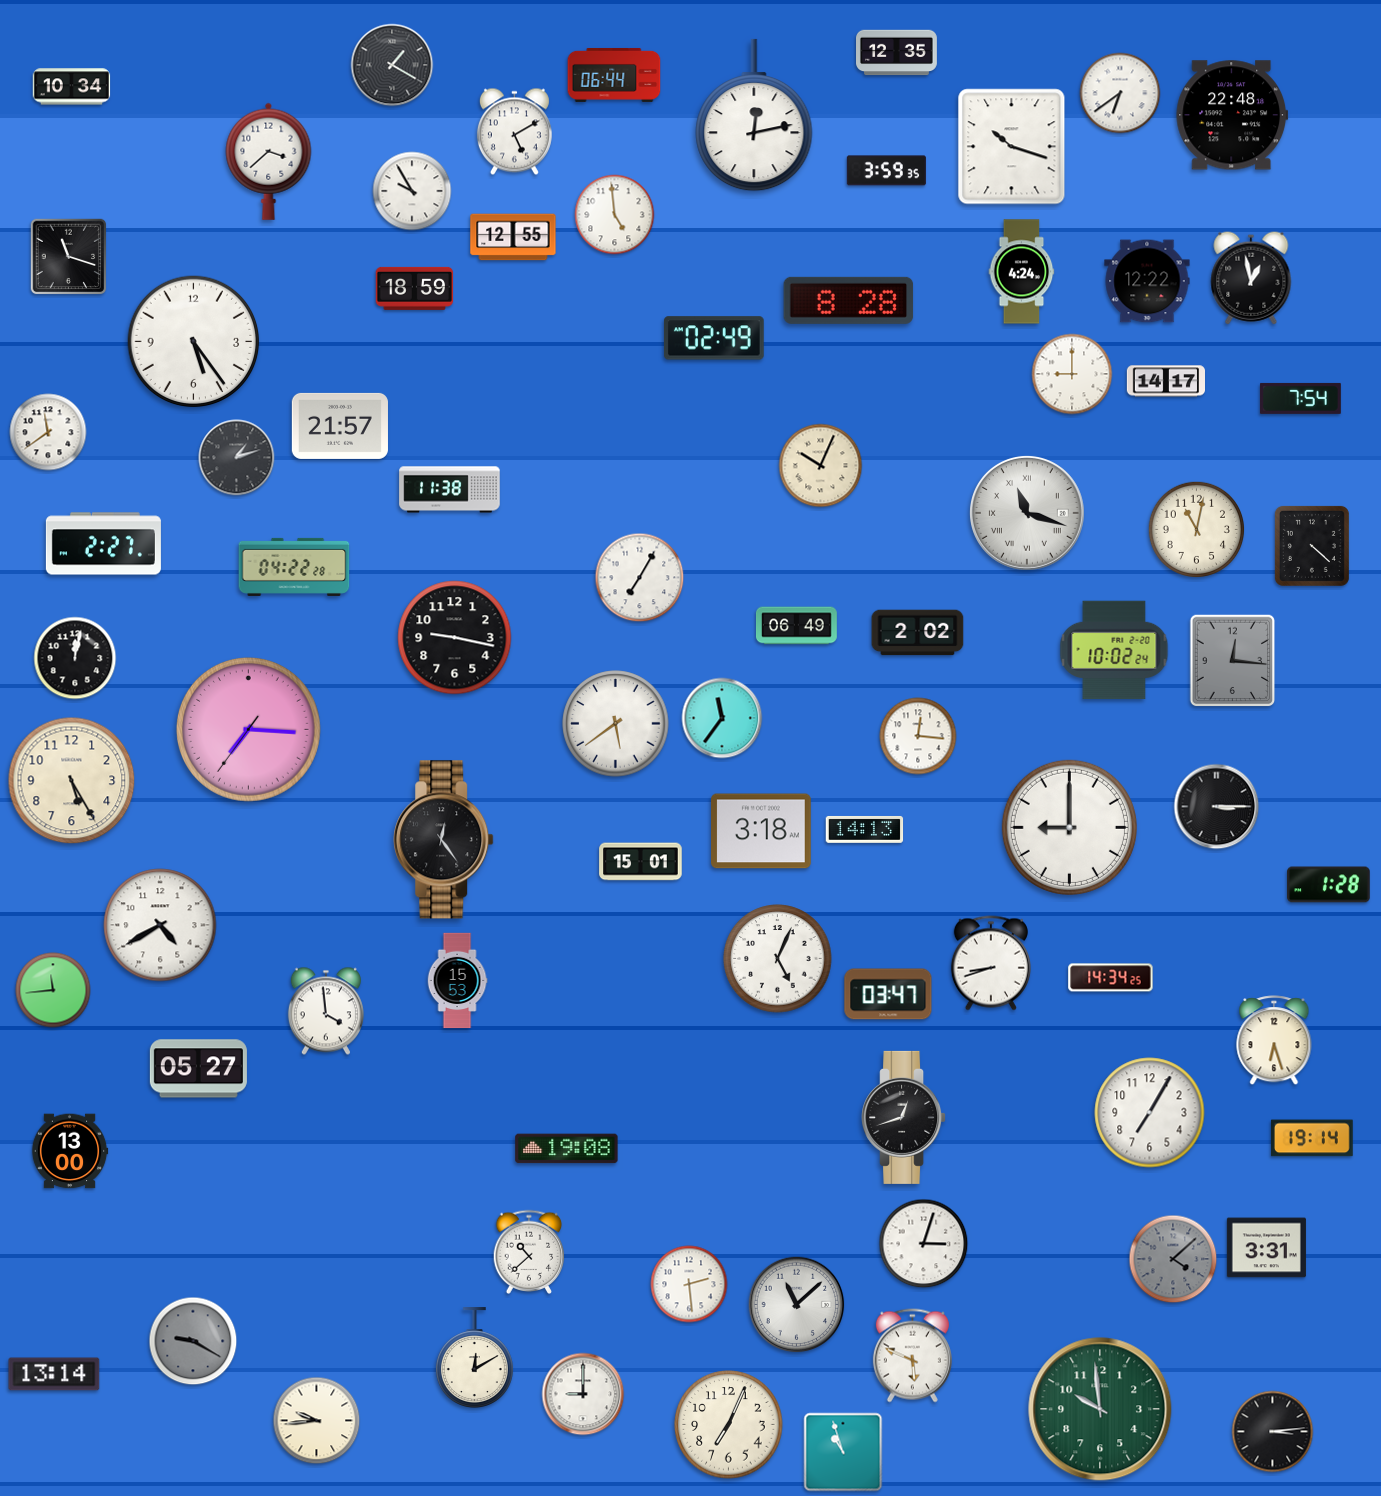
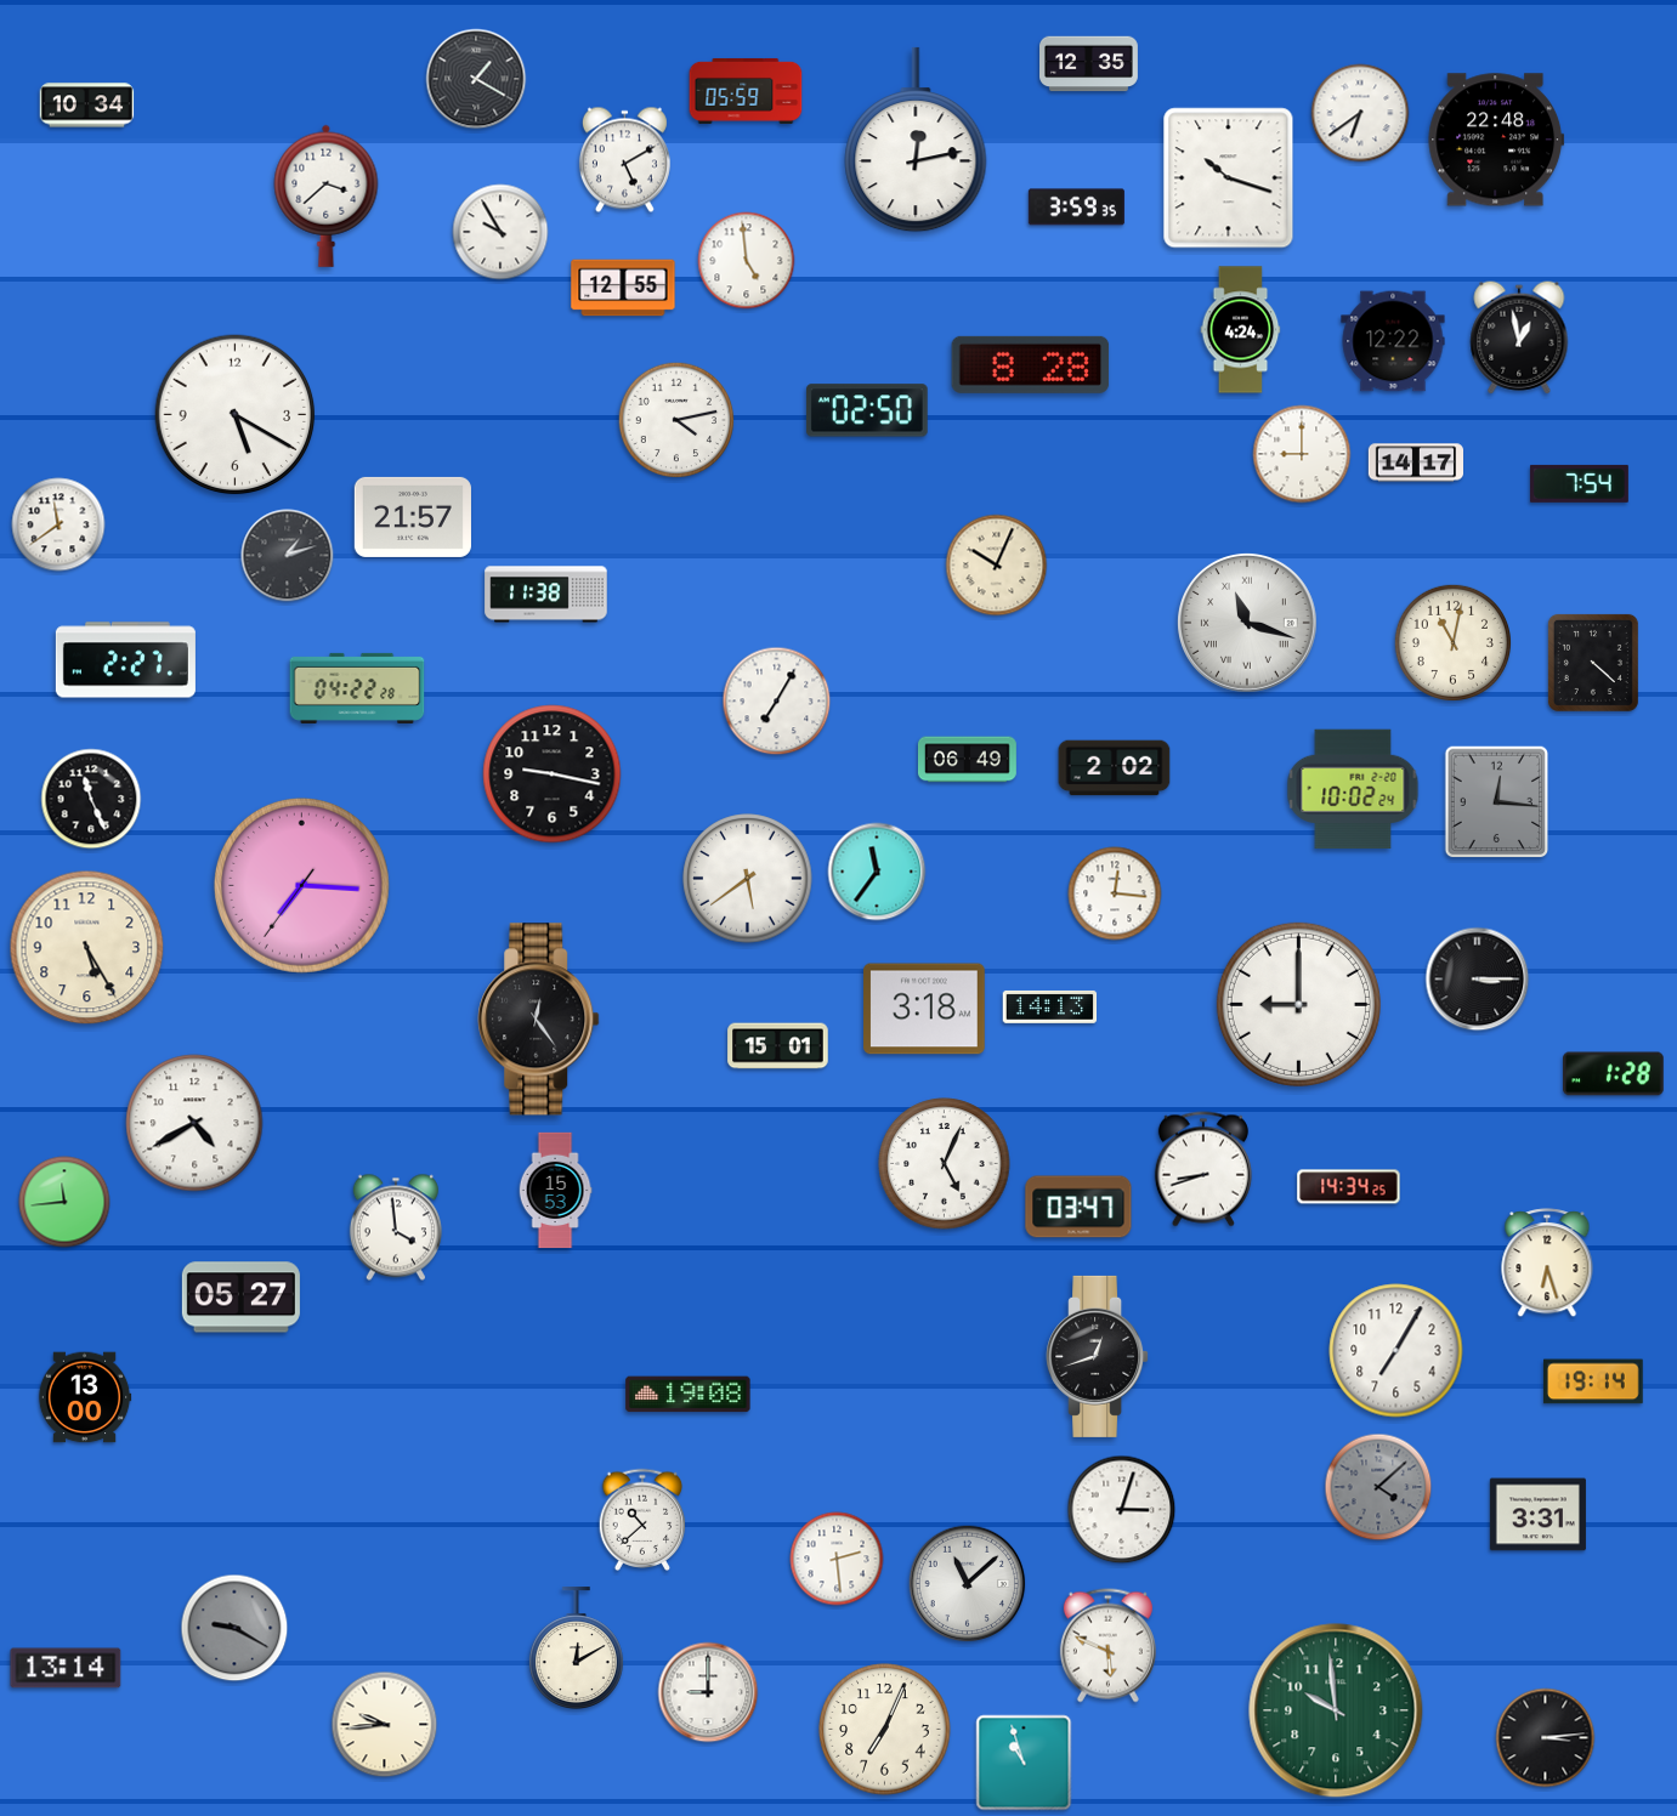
clock at (614, 75): 06:44 -> 05:59
clock at (69, 257): 11:18 -> none
clock at (415, 288): 18:59 -> none
clock at (714, 338): 02:49 -> 02:50
clock at (194, 342): 5:24 -> 5:20
clock at (675, 419): none -> 4:13
clock at (75, 658): 12:02 -> 11:26
clock at (1173, 1259) position: (1173, 1259) -> (1378, 1487)
